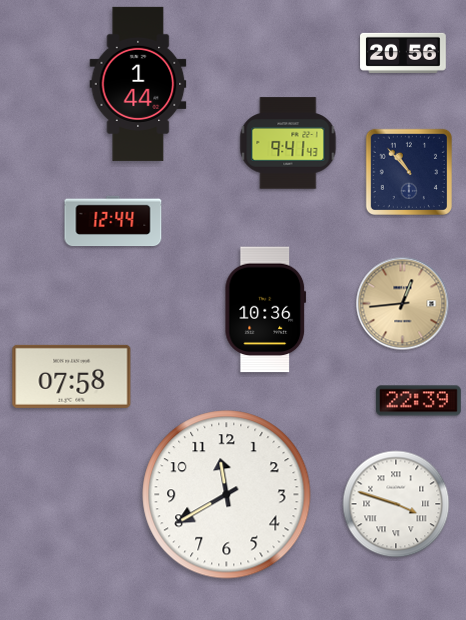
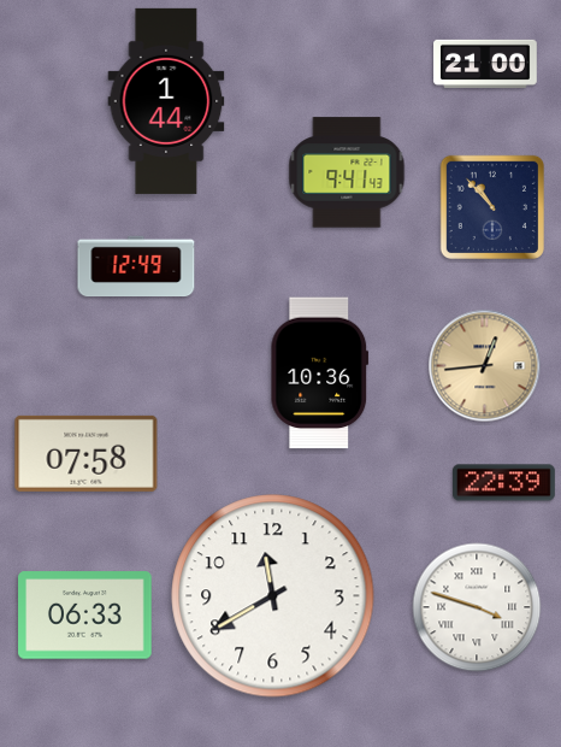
clock at (403, 53): 20:56 -> 21:00
clock at (113, 221): 12:44 -> 12:49
clock at (85, 616): none -> 06:33
